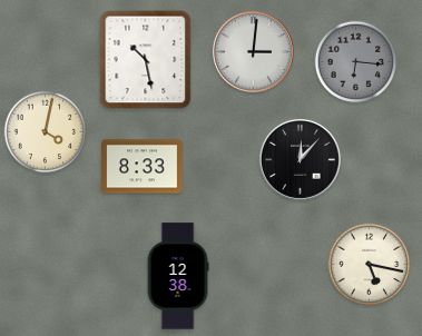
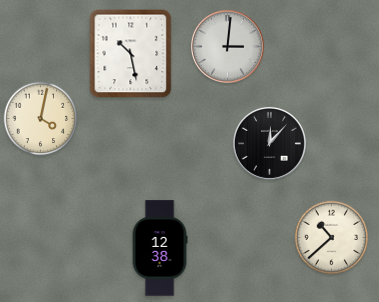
clock at (356, 62): 6:16 -> none
clock at (143, 167): 8:33 -> none
clock at (370, 265): 5:17 -> 10:38
